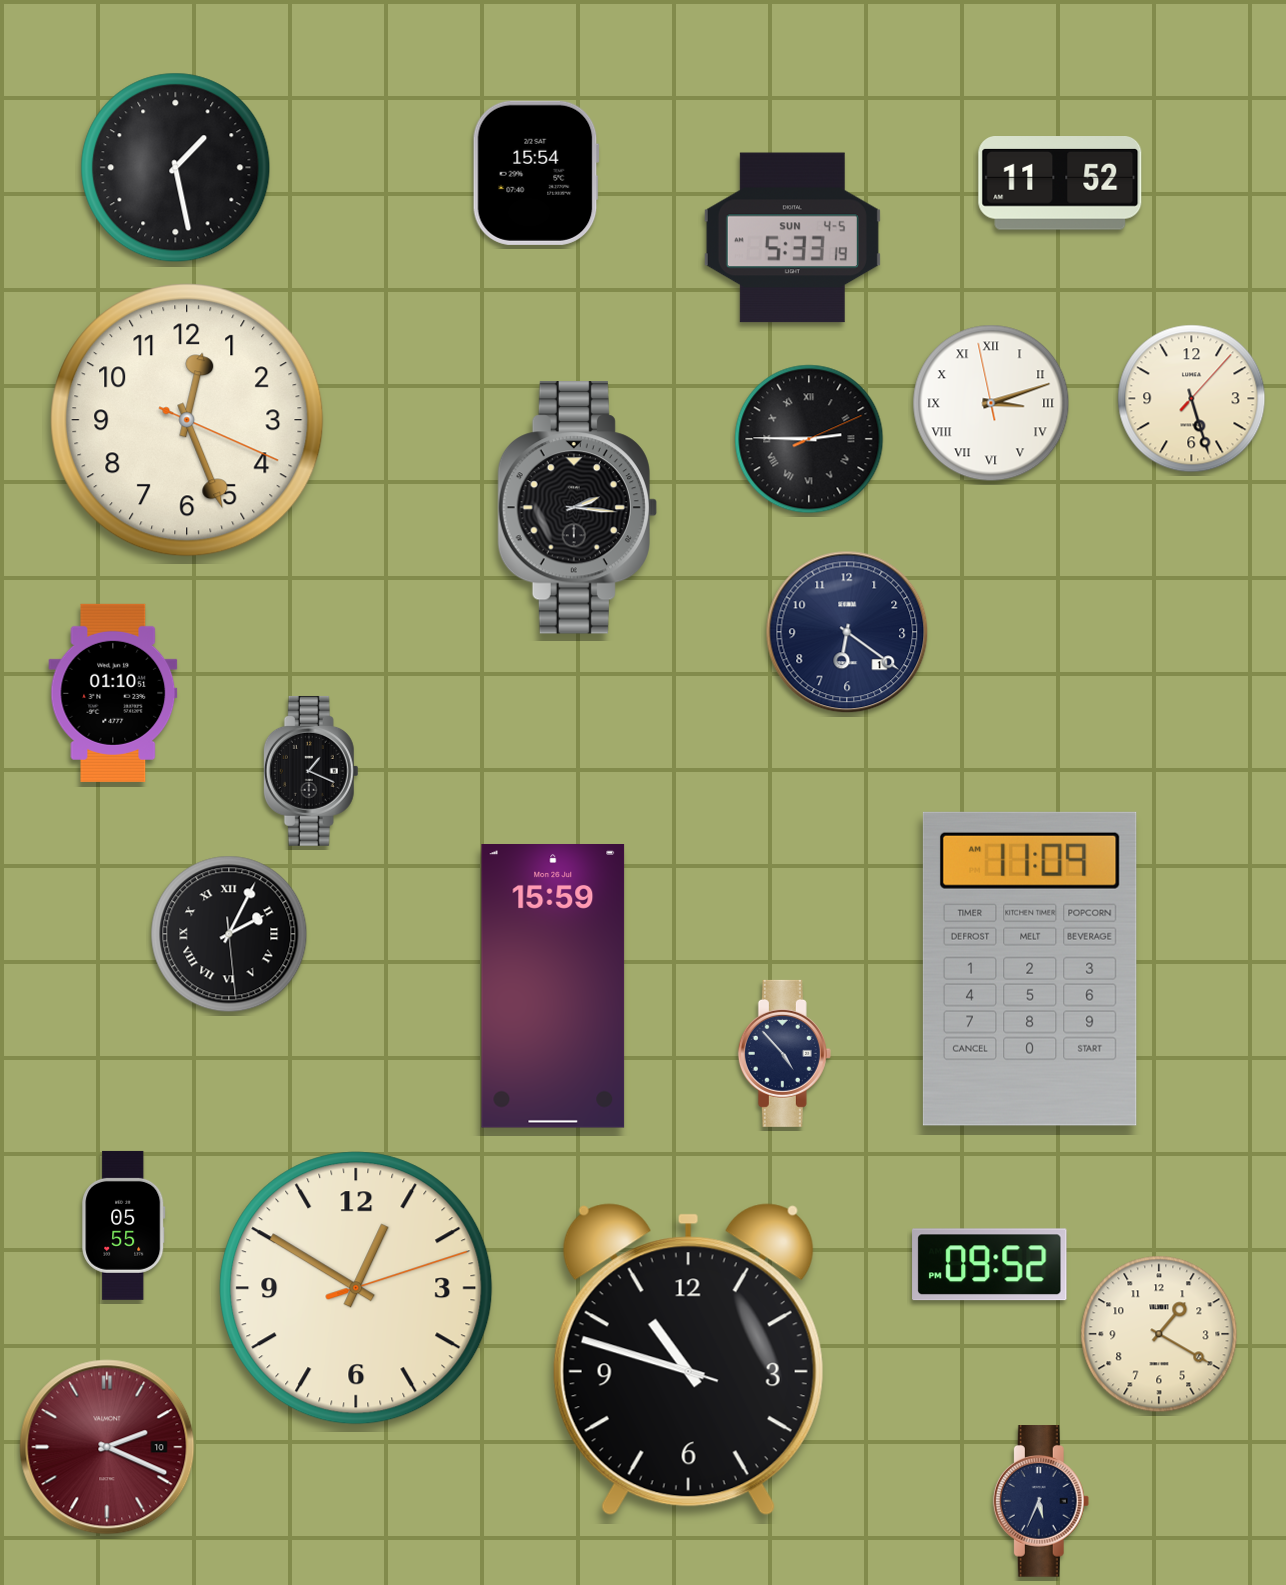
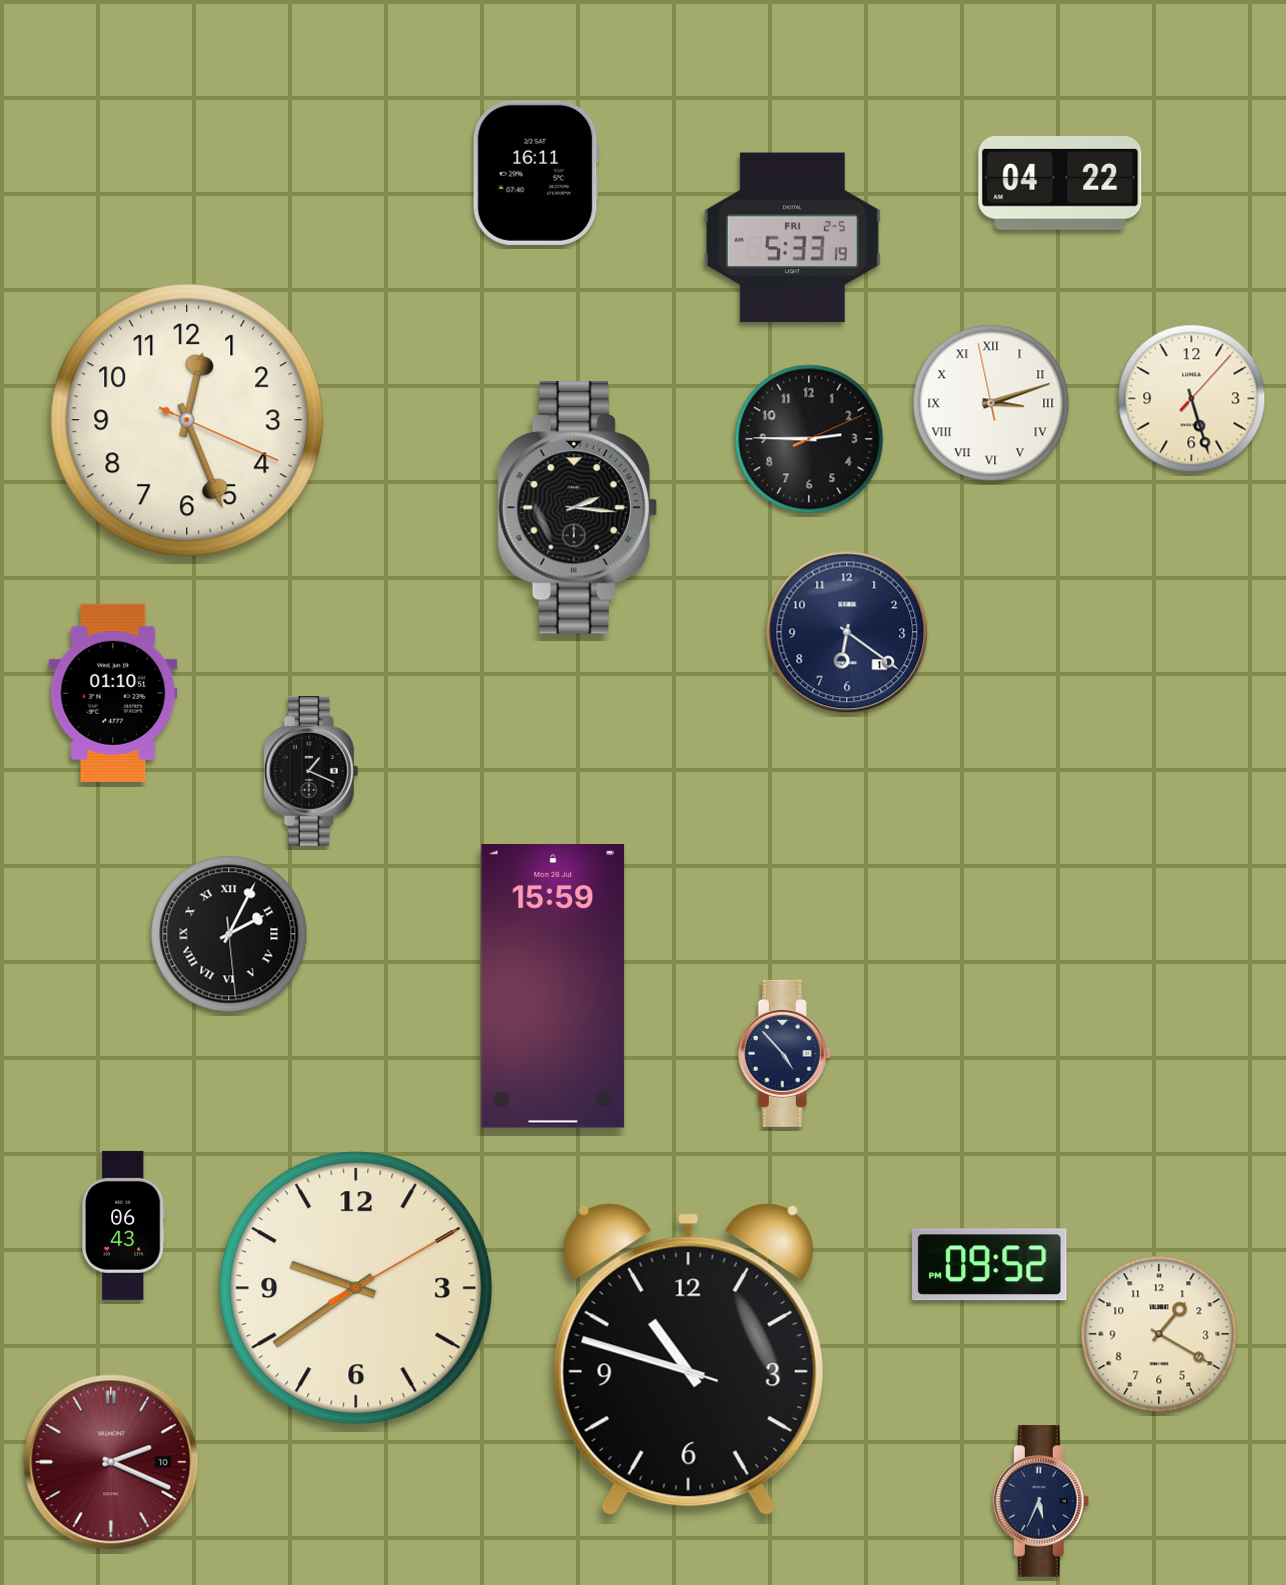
clock at (176, 168): 1:28 -> none
clock at (536, 173): 15:54 -> 16:11
clock at (1060, 184): 11:52 -> 04:22
clock at (792, 238) date: SUN 4-5 -> FRI 2-5
clock at (809, 439) numerals: Roman -> Arabic
clock at (1030, 969): 11:09 -> none
clock at (124, 1225): 05:55 -> 06:43
clock at (356, 1288): 12:50 -> 9:39
clock at (107, 1447) position: (107, 1447) -> (111, 1462)
